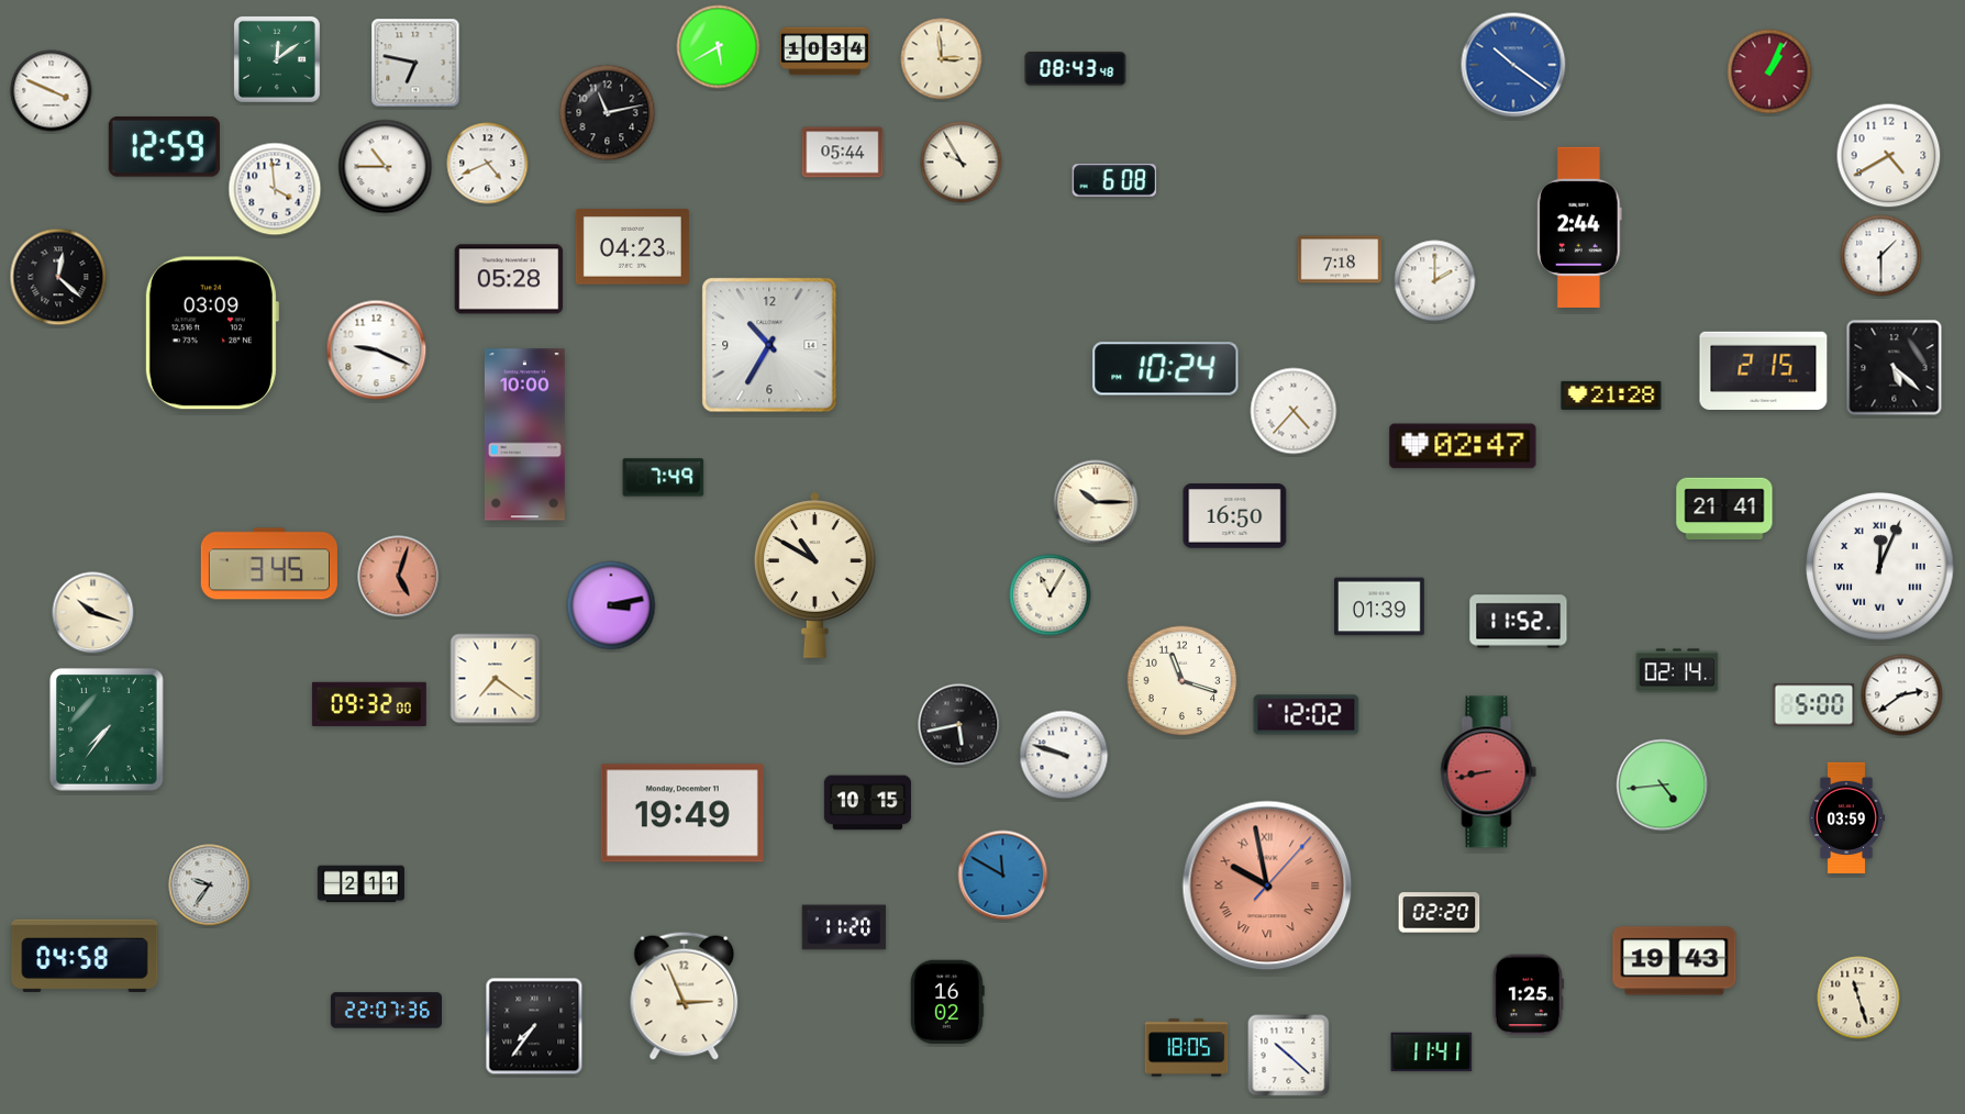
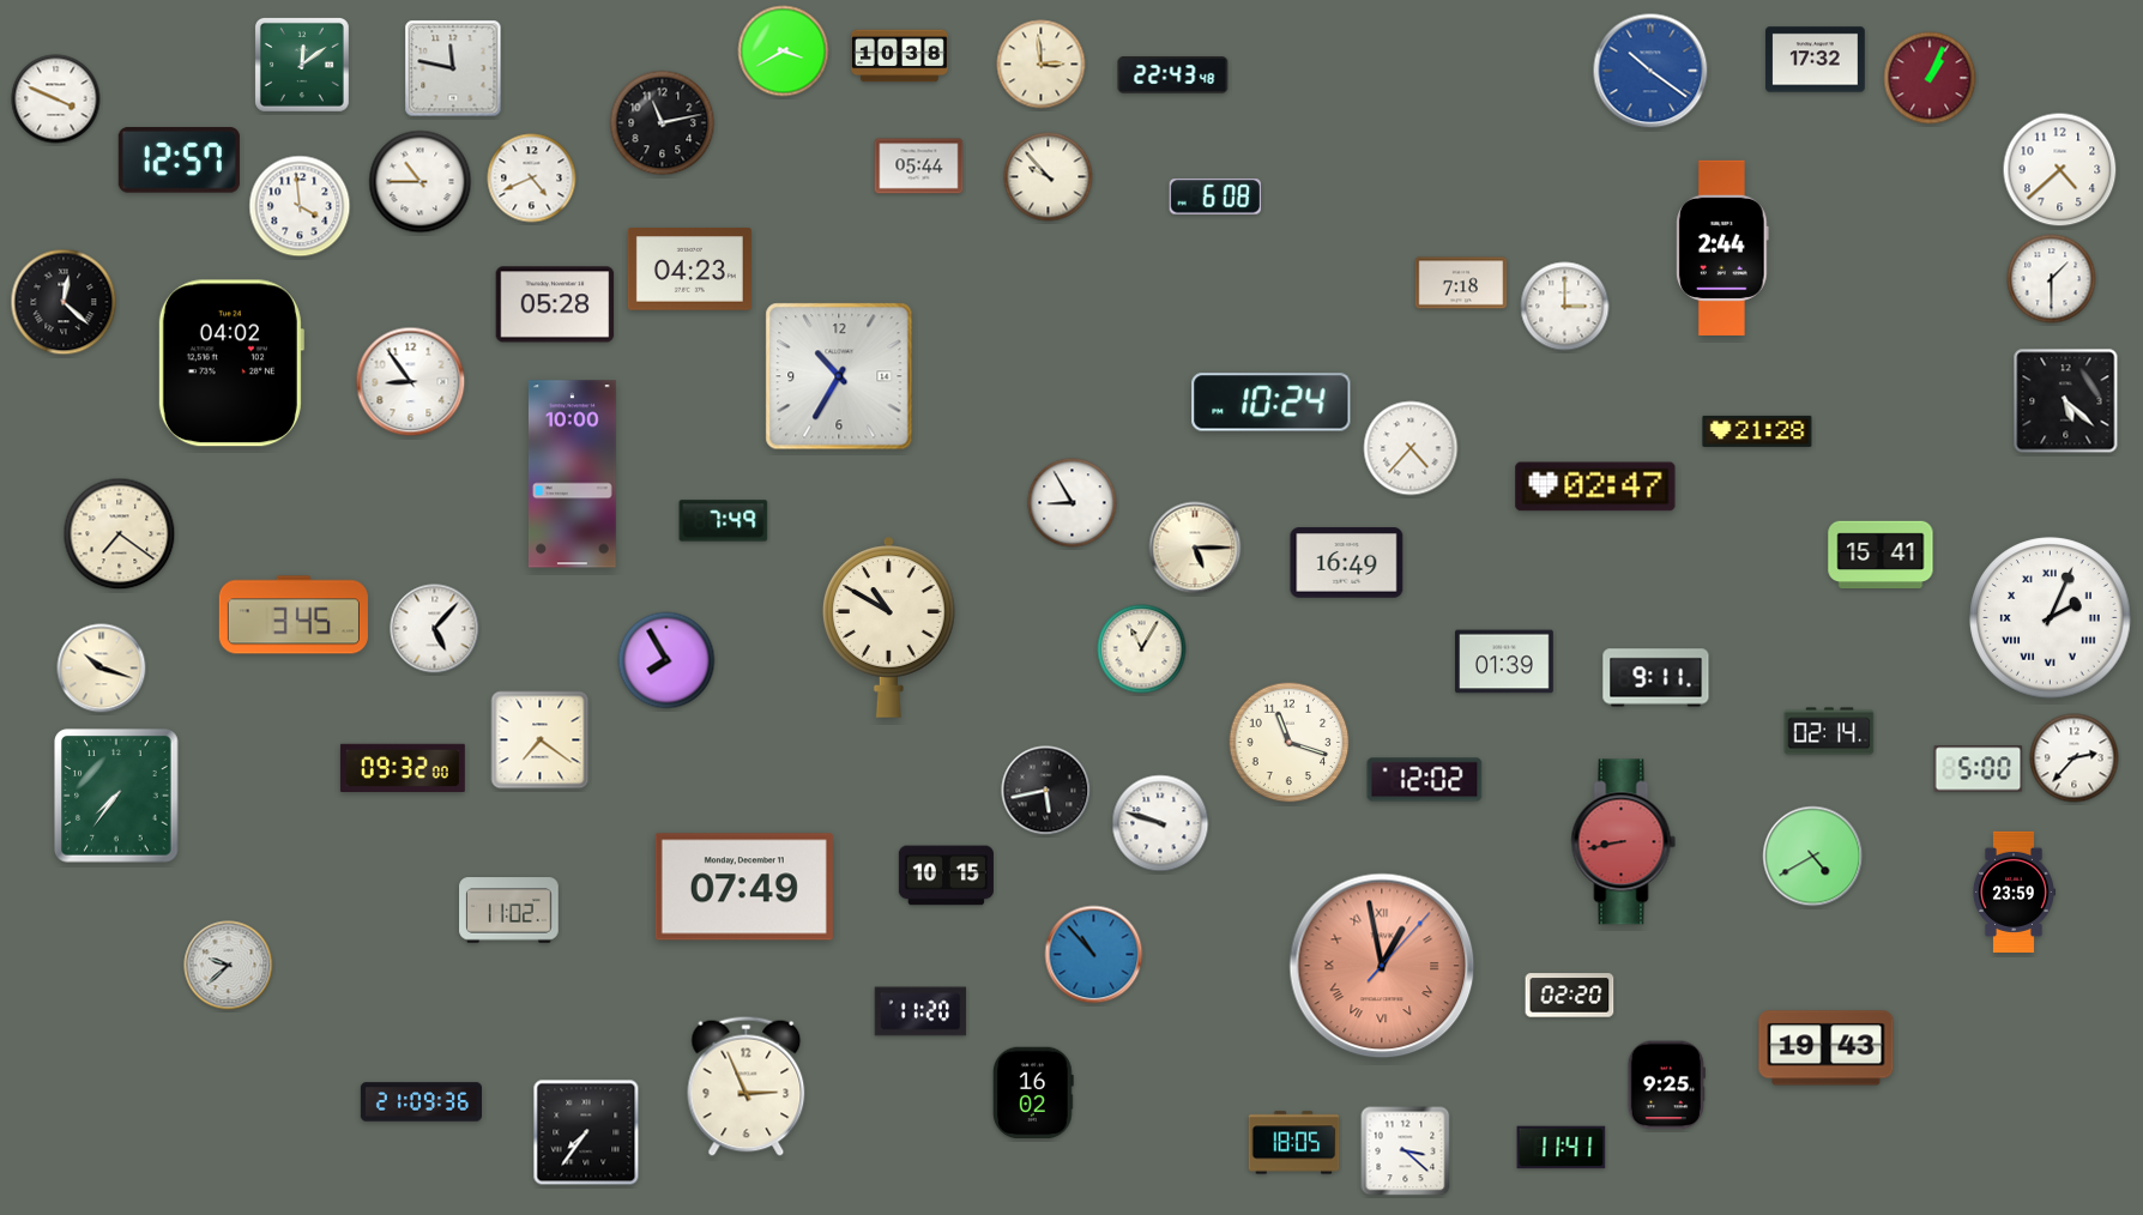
clock at (719, 47): 5:40 -> 3:40
clock at (824, 52): 10:34 -> 10:38
clock at (1816, 60): none -> 17:32
clock at (942, 59) position: (942, 59) -> (1042, 65)
clock at (415, 63): 6:47 -> 11:47
clock at (1076, 69): 08:43 -> 22:43
clock at (164, 147): 12:59 -> 12:57
clock at (1889, 156): 4:40 -> 4:38
clock at (962, 163): 9:55 -> 9:53
clock at (1435, 281): 2:00 -> 3:00
clock at (211, 333): 03:09 -> 04:02
clock at (377, 350): 9:19 -> 8:54
clock at (1764, 370): 2:15 -> none
clock at (1073, 503): none -> 8:55
clock at (120, 534): none -> 7:21
clock at (1096, 502): 10:15 -> 5:15
clock at (1724, 509): 21:41 -> 15:41
clock at (1235, 516): 16:50 -> 16:49
clock at (1880, 567): 12:04 -> 2:04
clock at (399, 577): 5:03 -> 5:07
clock at (399, 577) dial: salmon -> white
clock at (1051, 595) position: (1051, 595) -> (1142, 649)
clock at (611, 605): 3:13 -> 7:55
clock at (1519, 622): 11:52 -> 9:11
clock at (1902, 695): 2:39 -> 2:37
clock at (1663, 786): 4:44 -> 4:40
clock at (682, 813): 19:49 -> 07:49
clock at (1846, 817): 03:59 -> 23:59
clock at (509, 911): none -> 11:02
clock at (1003, 876): 11:50 -> 10:53
clock at (360, 884): 2:11 -> none
clock at (210, 885): 9:36 -> 9:38
clock at (1267, 885): 9:58 -> 12:58
clock at (85, 956): 04:58 -> none
clock at (1528, 995): 1:25 -> 9:25
clock at (1858, 998): 11:27 -> none
clock at (386, 1011): 22:07 -> 21:09
clock at (534, 1026) position: (534, 1026) -> (586, 1132)
clock at (1289, 1056): 10:22 -> 3:22
